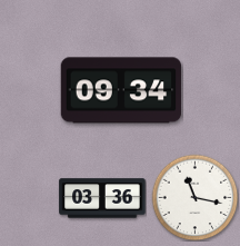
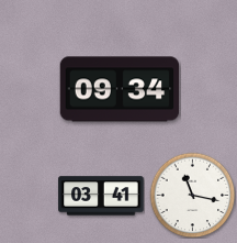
clock at (102, 198): 03:36 -> 03:41
